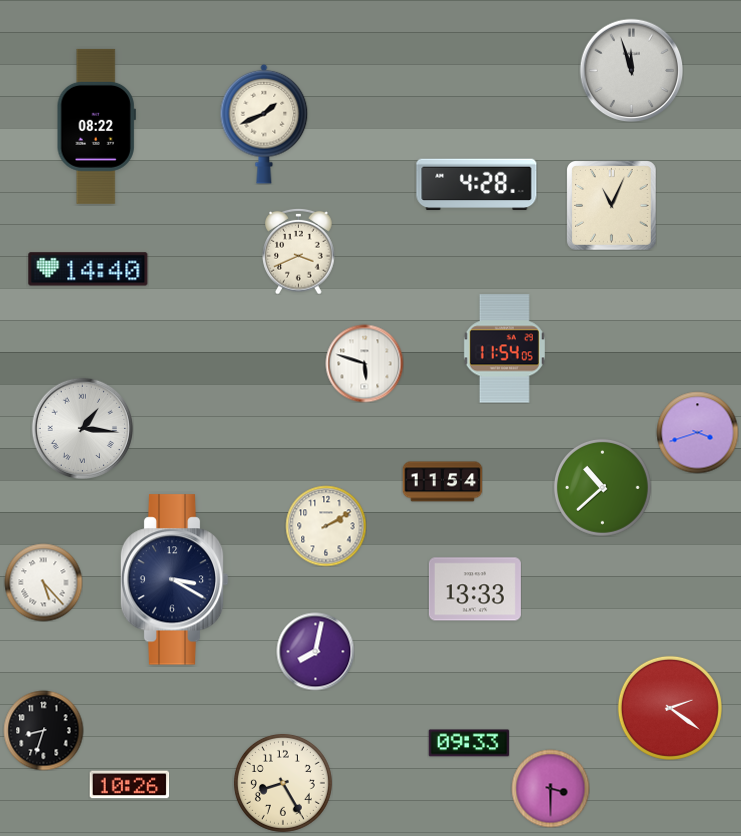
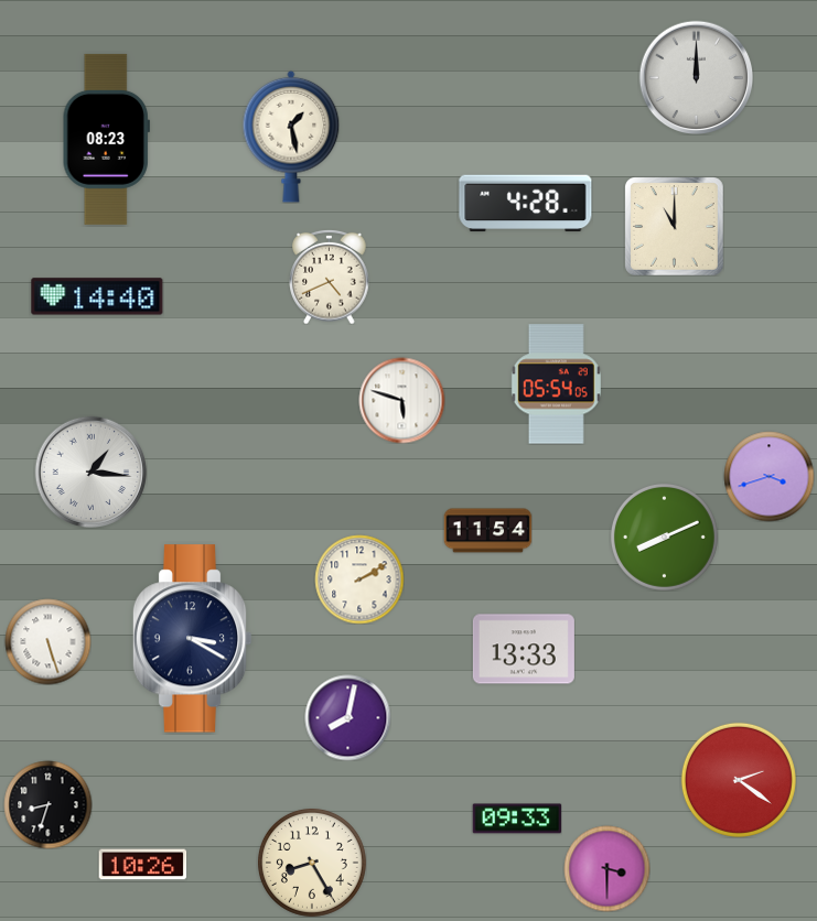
clock at (631, 70): 11:57 -> 12:00
clock at (264, 124): 1:41 -> 1:28
clock at (96, 126): 08:22 -> 08:23
clock at (612, 206): 11:04 -> 11:00
clock at (299, 251): 3:41 -> 4:41
clock at (504, 349): 11:54 -> 05:54
clock at (602, 487): 10:38 -> 8:11
clock at (43, 582): 5:23 -> 5:27
